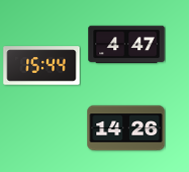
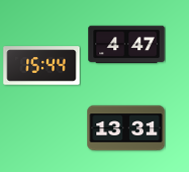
clock at (126, 128): 14:26 -> 13:31
